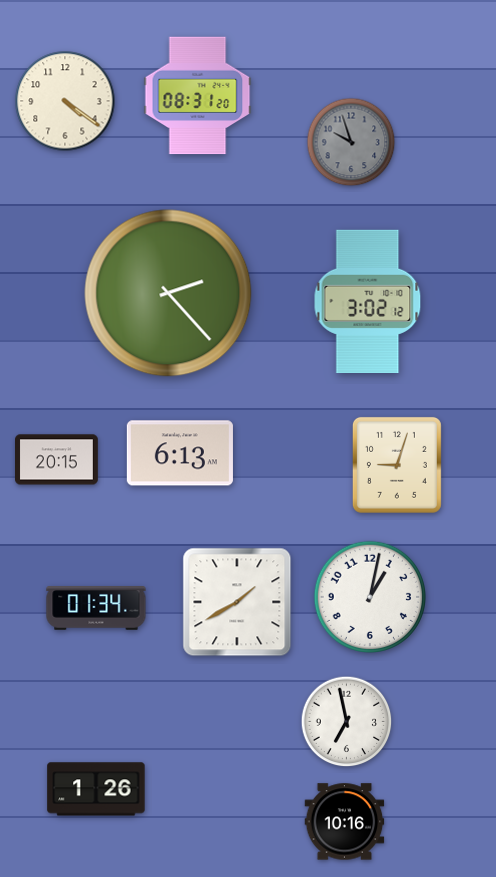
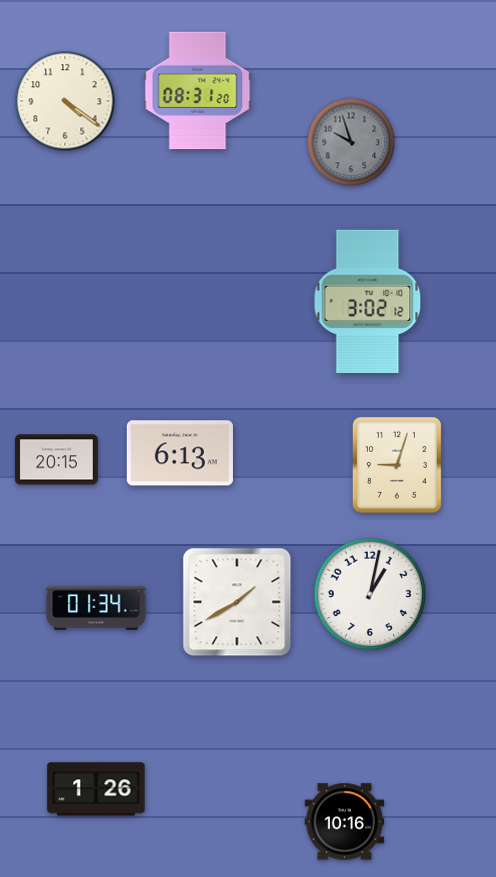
clock at (198, 96) position: (198, 96) -> (198, 91)
clock at (168, 293): 2:23 -> none
clock at (369, 596) position: (369, 596) -> (369, 593)
clock at (347, 722): 6:58 -> none
